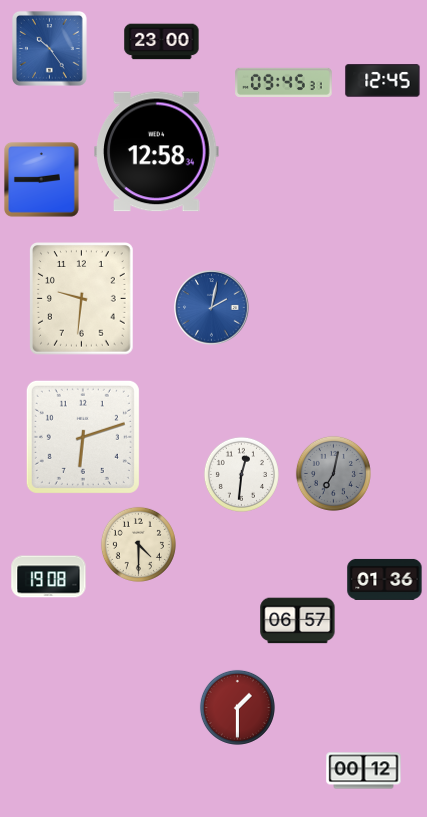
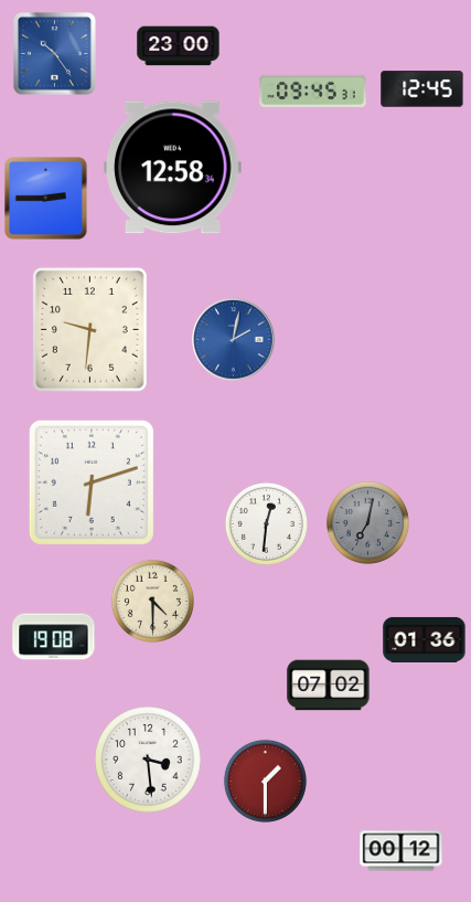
clock at (298, 621): 06:57 -> 07:02
clock at (148, 760): none -> 3:29
clock at (237, 707) position: (237, 707) -> (265, 781)
